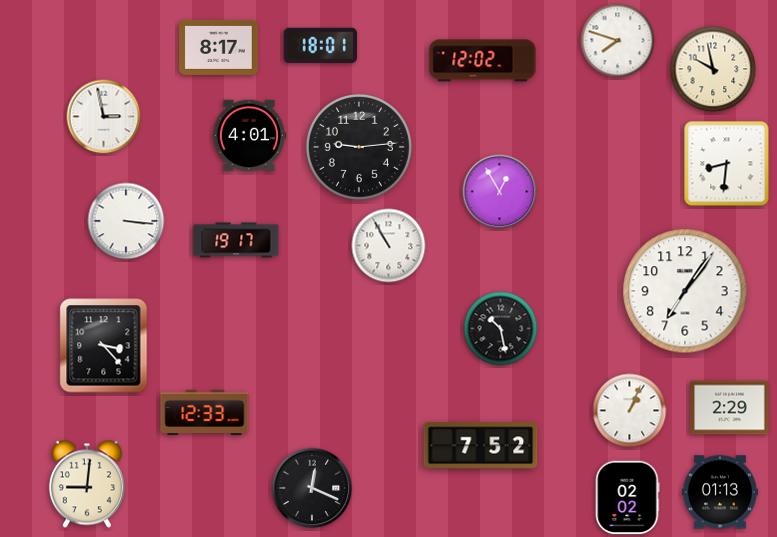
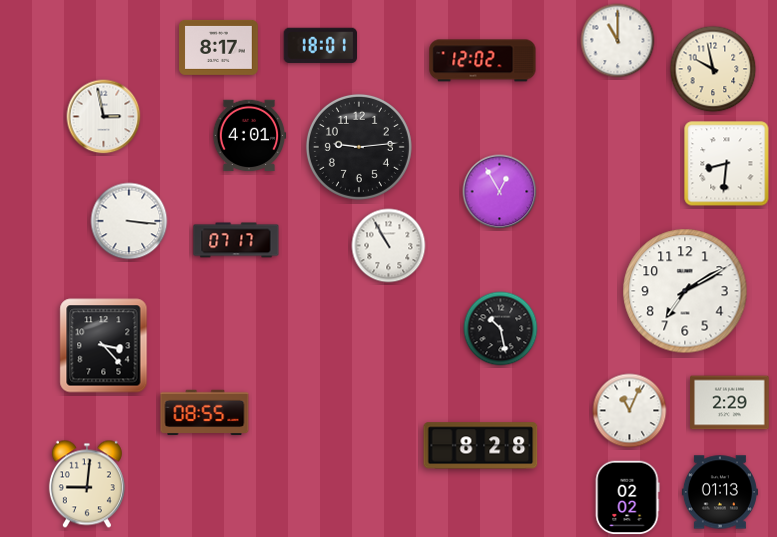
clock at (618, 41): 7:48 -> 11:00
clock at (126, 221) position: (126, 221) -> (129, 221)
clock at (236, 240): 19:17 -> 07:17
clock at (685, 291): 7:06 -> 7:10
clock at (730, 408) position: (730, 408) -> (730, 403)
clock at (630, 411): 1:04 -> 11:04
clock at (205, 413): 12:33 -> 08:55
clock at (481, 446): 7:52 -> 8:28
clock at (312, 488): 12:19 -> none
